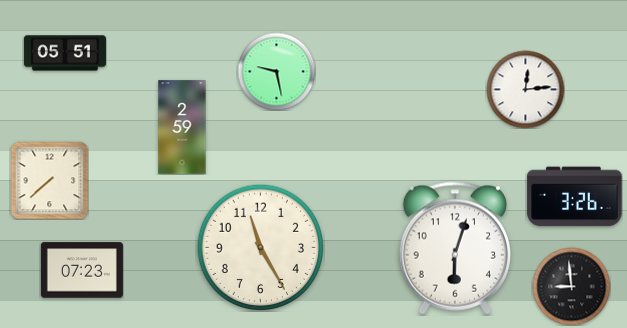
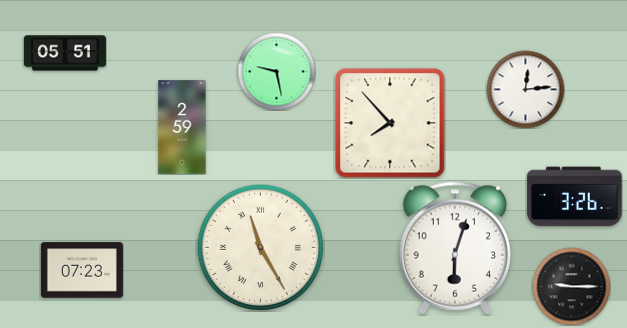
clock at (390, 123): none -> 7:53
clock at (49, 180): 7:38 -> none
clock at (260, 247) numerals: Arabic -> Roman
clock at (571, 286): 8:59 -> 9:15
